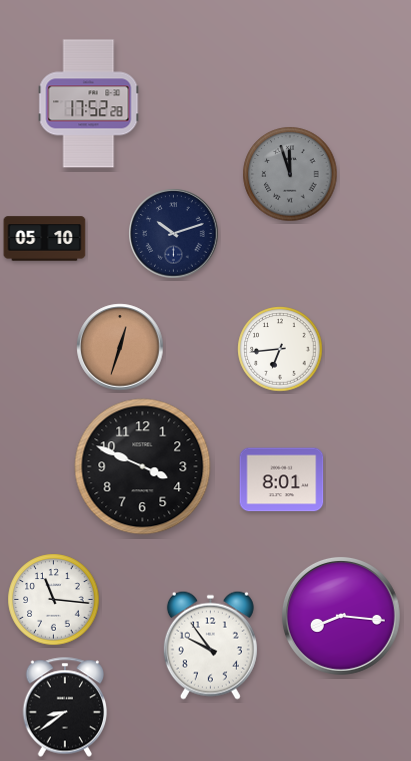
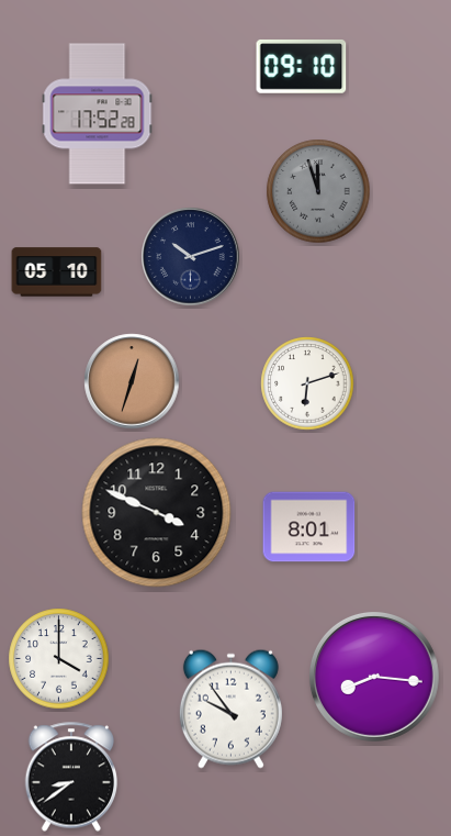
clock at (302, 67): none -> 09:10
clock at (45, 239) position: (45, 239) -> (57, 272)
clock at (280, 349): 6:44 -> 6:12
clock at (54, 600): 11:16 -> 4:00
